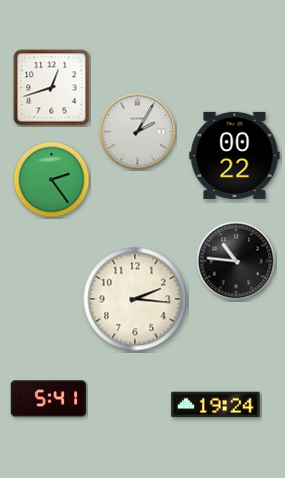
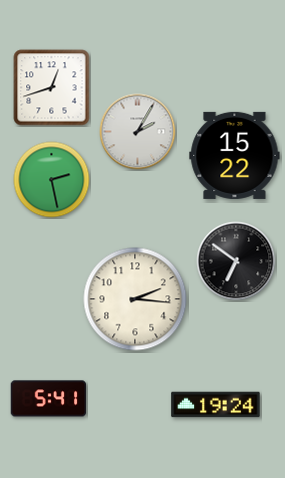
clock at (235, 155): 00:22 -> 15:22
clock at (52, 180): 2:24 -> 2:28
clock at (236, 261): 10:46 -> 6:51
